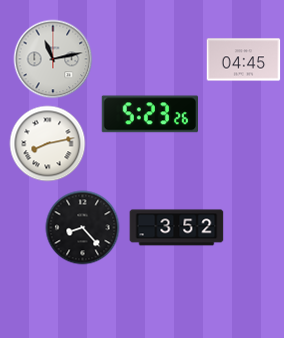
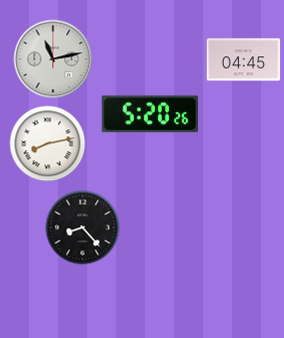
clock at (149, 114): 5:23 -> 5:20
clock at (177, 228): 3:52 -> none
